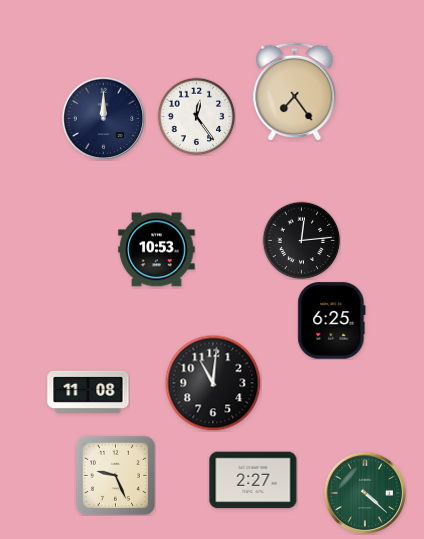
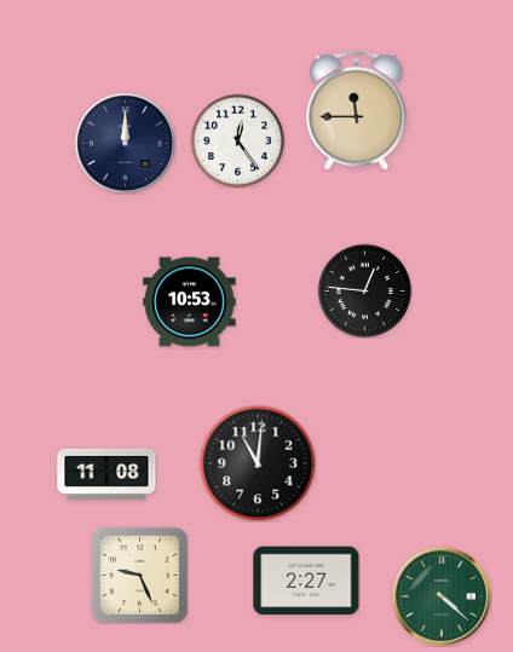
clock at (295, 91): 7:24 -> 11:45
clock at (301, 240): 12:14 -> 12:46
clock at (332, 321): 6:25 -> none
